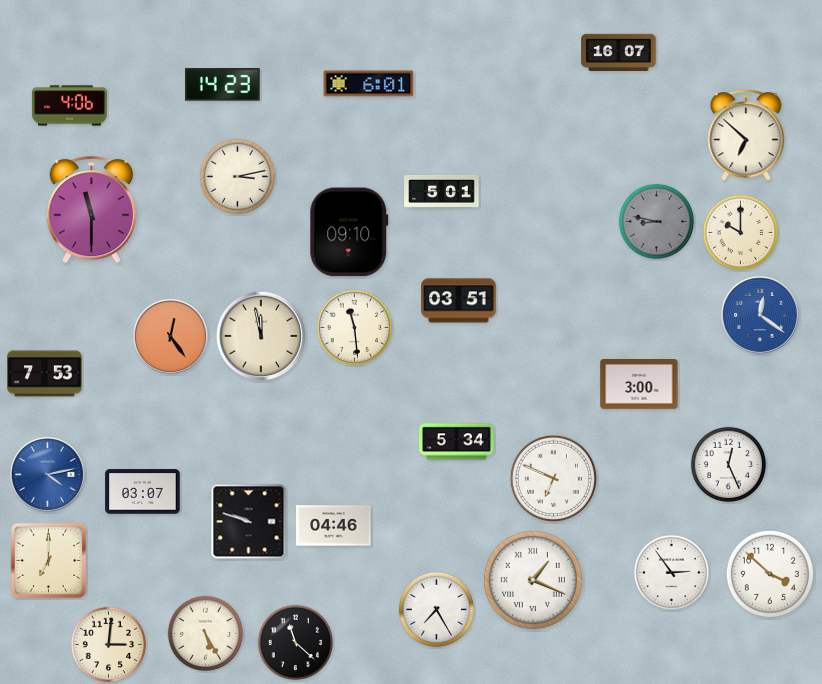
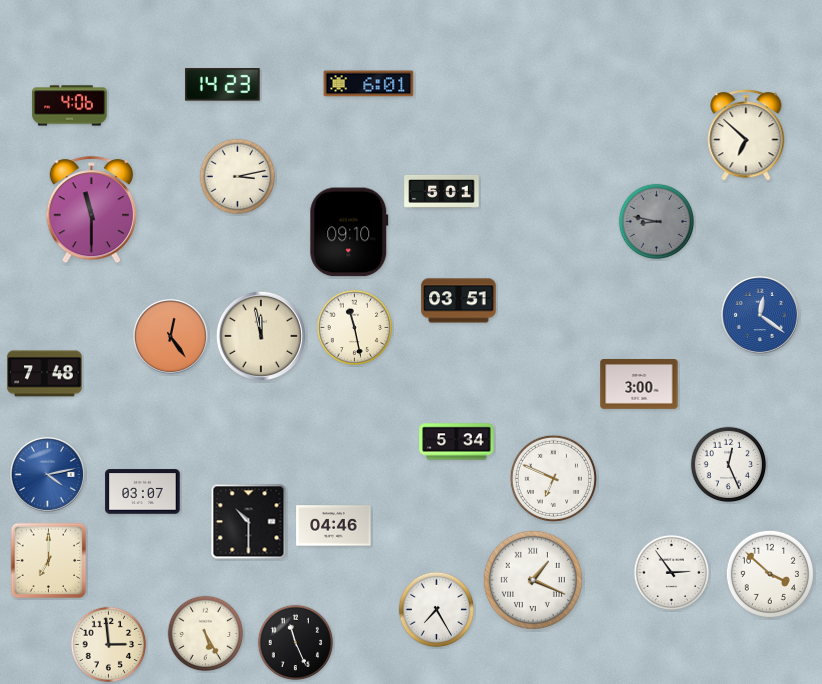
clock at (619, 52): 16:07 -> none
clock at (741, 233): 10:00 -> none
clock at (355, 328): 11:29 -> 11:28
clock at (45, 374): 7:53 -> 7:48
clock at (249, 522): 9:48 -> 10:30
clock at (296, 643): 11:22 -> 11:26
clock at (109, 645): 3:01 -> 2:59
